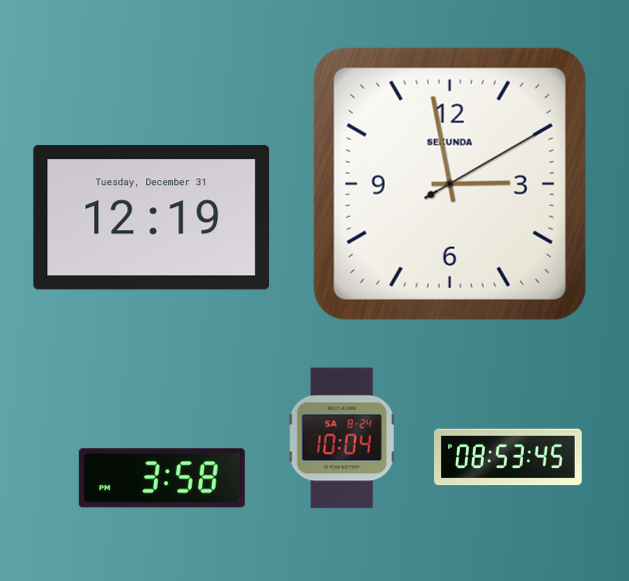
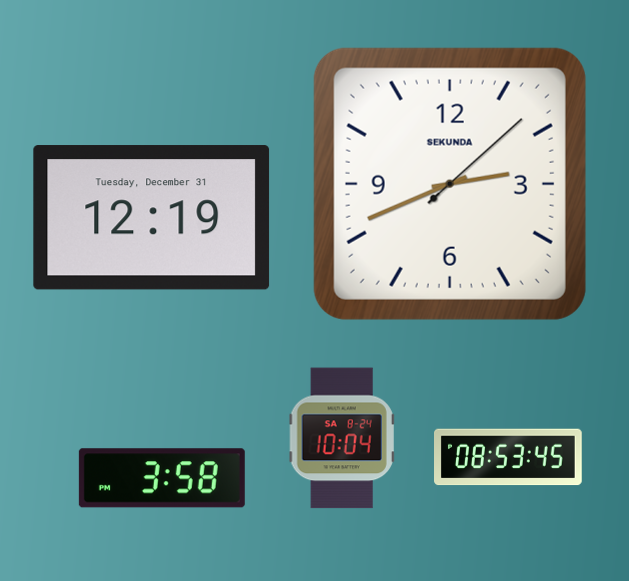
clock at (450, 184): 2:58 -> 2:41
